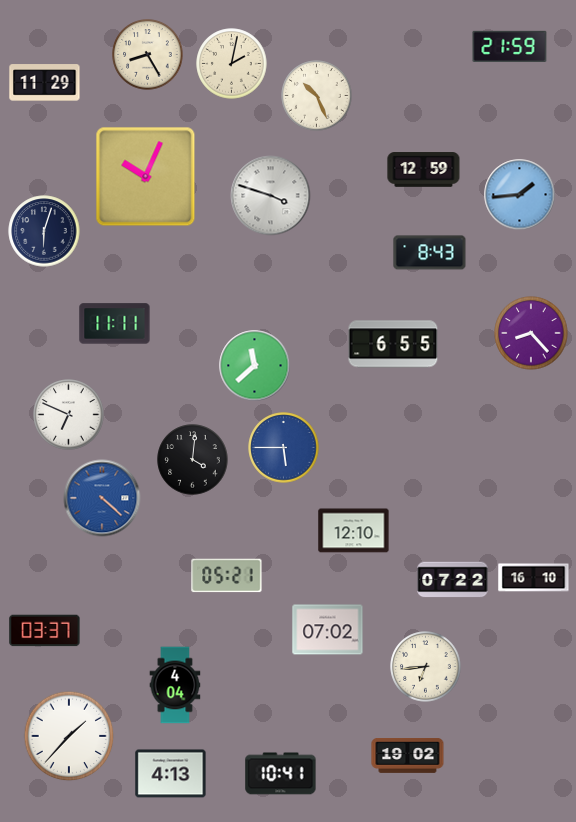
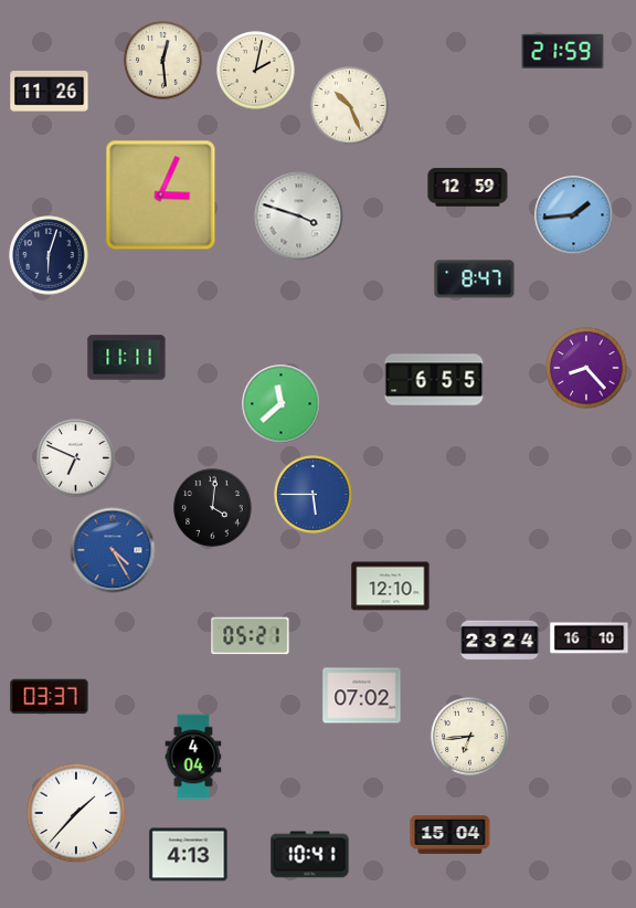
clock at (148, 55): 8:25 -> 12:29
clock at (45, 83): 11:29 -> 11:26
clock at (146, 177): 10:04 -> 3:04
clock at (430, 253): 8:43 -> 8:47
clock at (102, 498): 4:22 -> 4:25
clock at (453, 580): 07:22 -> 23:24
clock at (408, 756): 19:02 -> 15:04
